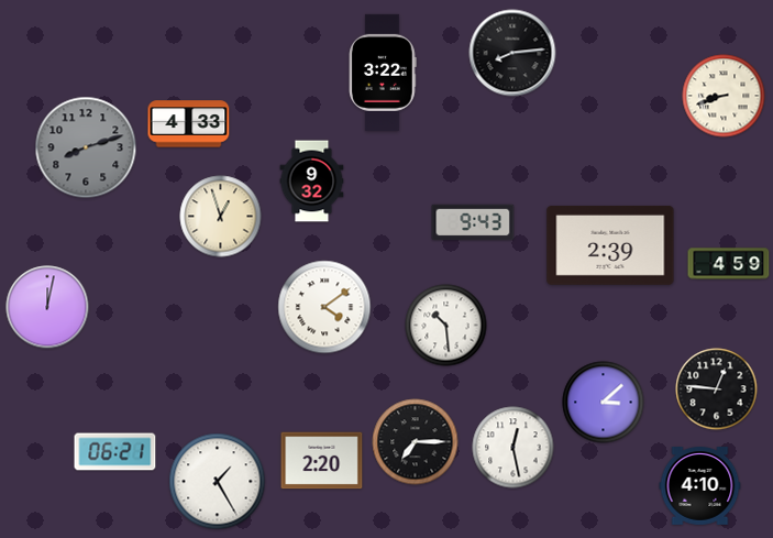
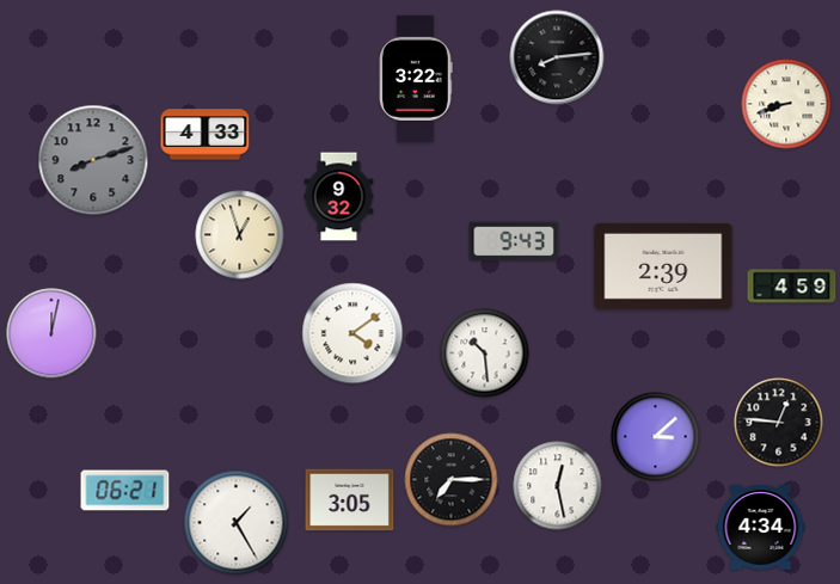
clock at (322, 461): 2:20 -> 3:05
clock at (700, 486): 4:10 -> 4:34
